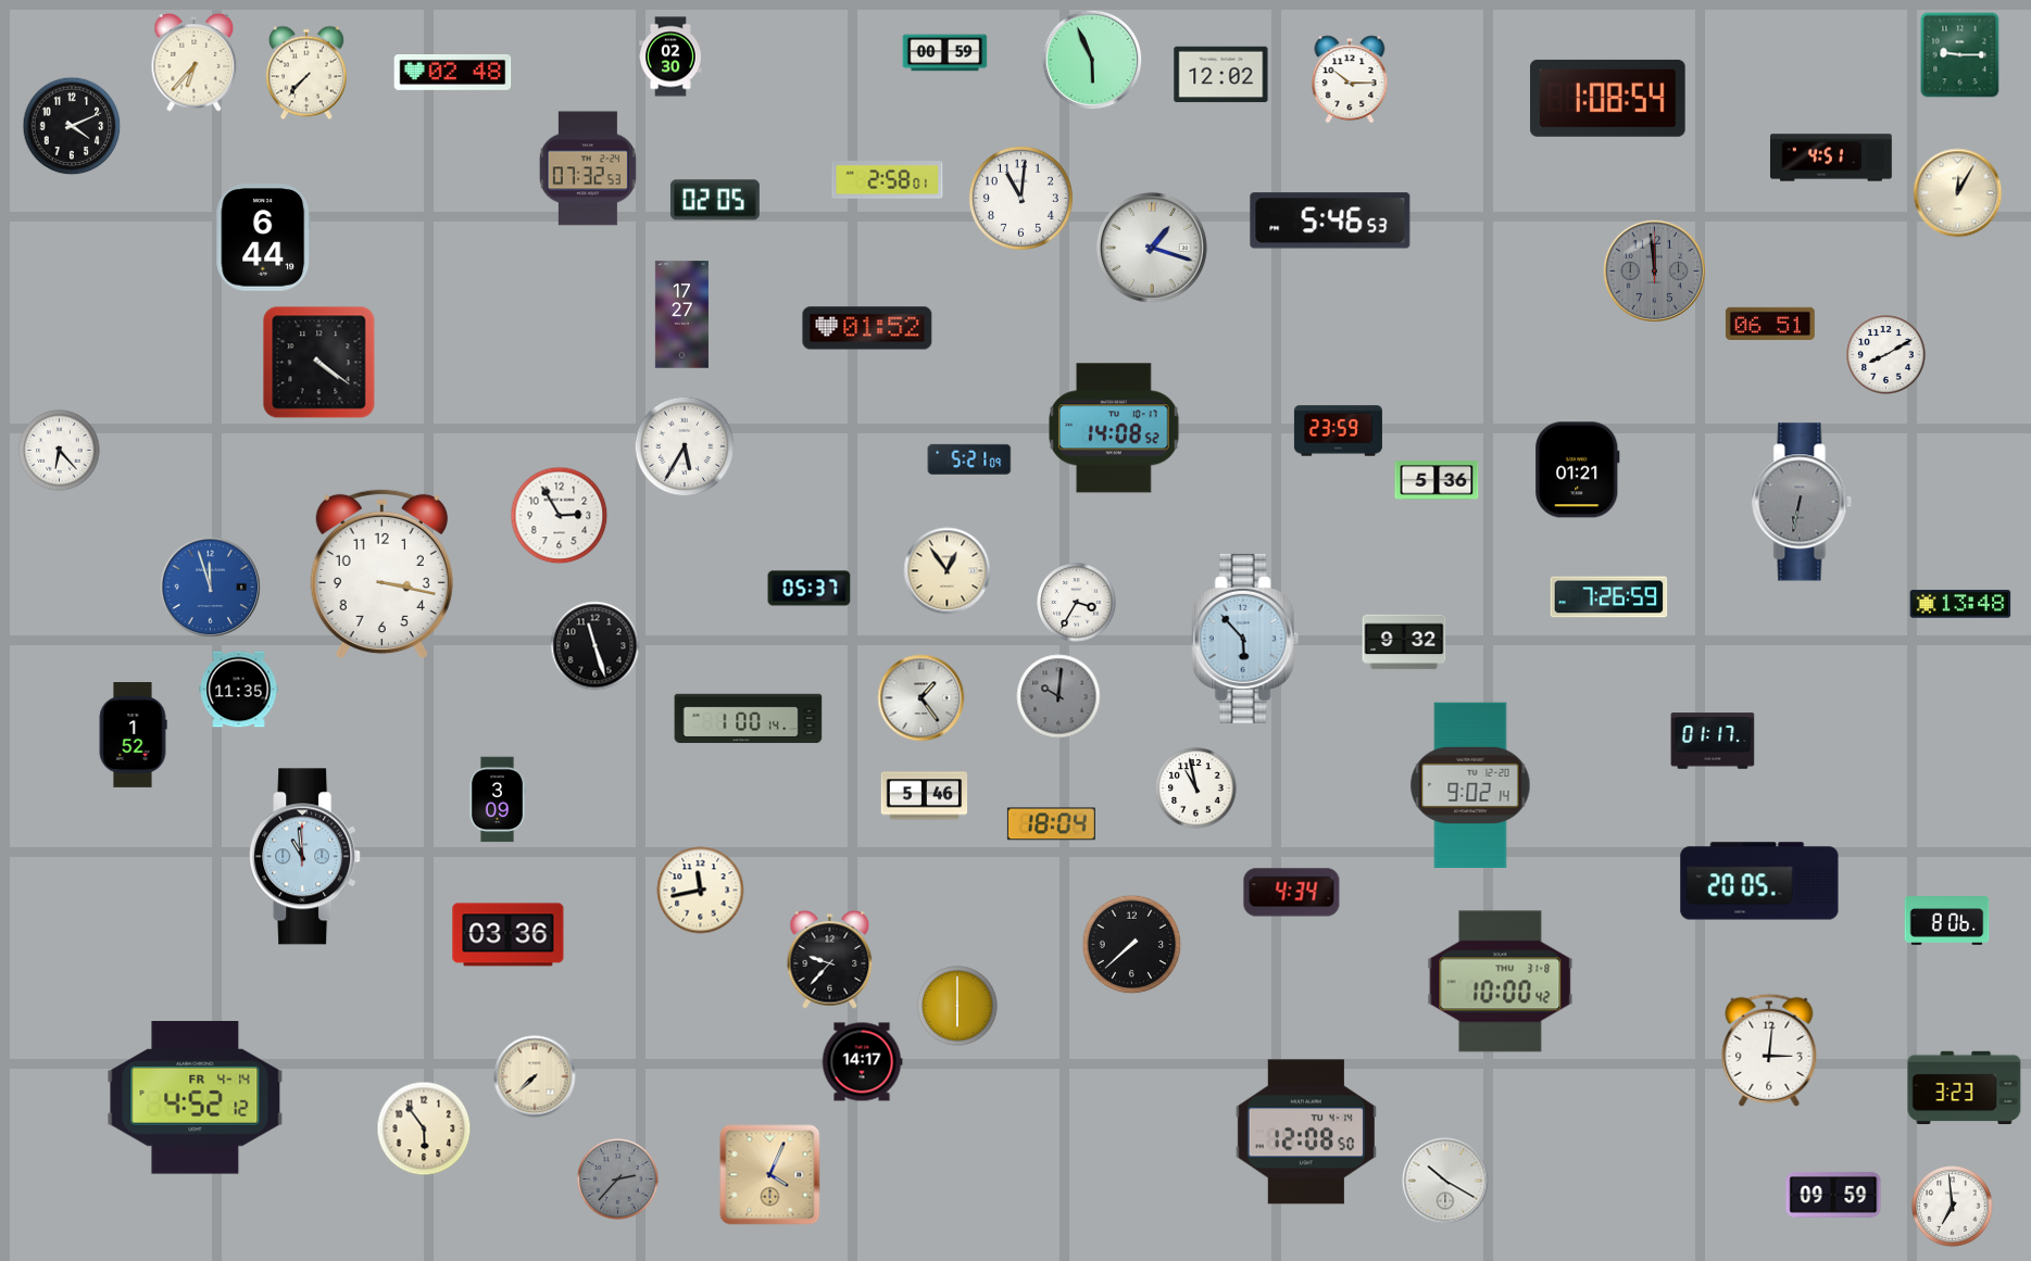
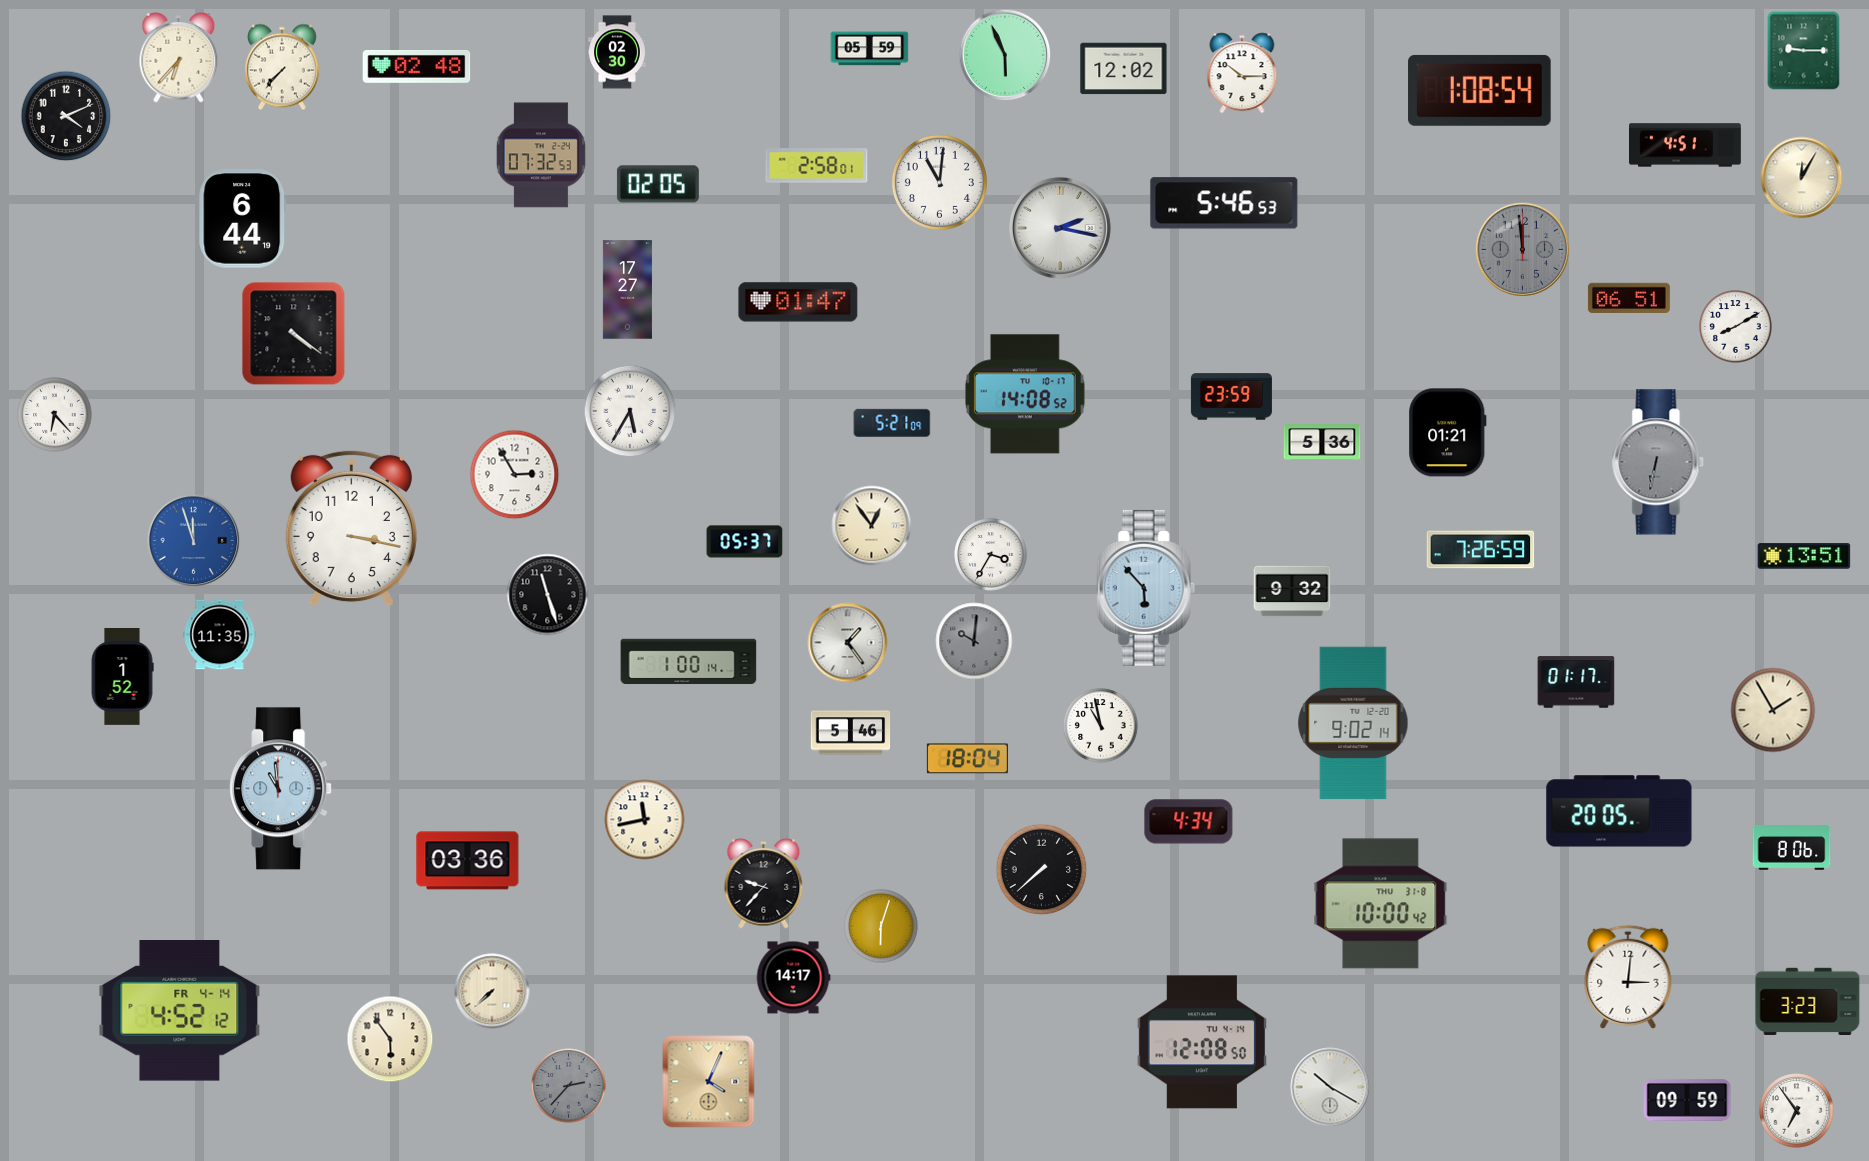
clock at (945, 53): 00:59 -> 05:59
clock at (1152, 248): 1:18 -> 2:17
clock at (867, 328): 01:52 -> 01:47
clock at (1578, 470) position: (1578, 470) -> (1448, 433)
clock at (1960, 604): 13:48 -> 13:51
clock at (1773, 710): none -> 1:55
clock at (497, 799): 3:09 -> none
clock at (957, 1006): 6:00 -> 6:03
clock at (1769, 1050) position: (1769, 1050) -> (1628, 977)
clock at (1953, 1207): 6:59 -> 6:54
